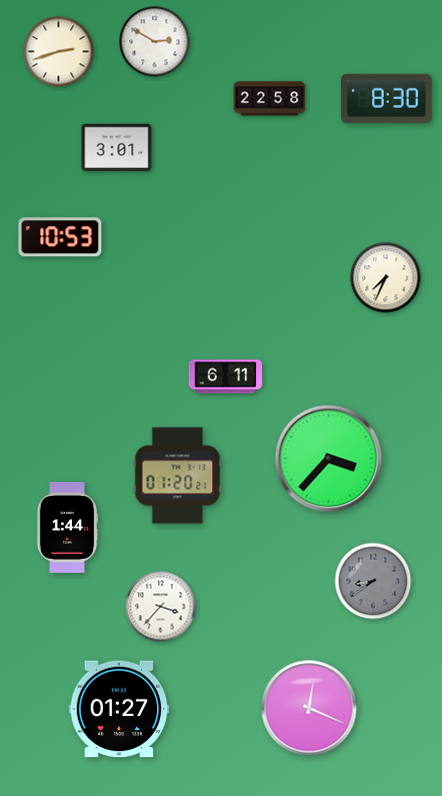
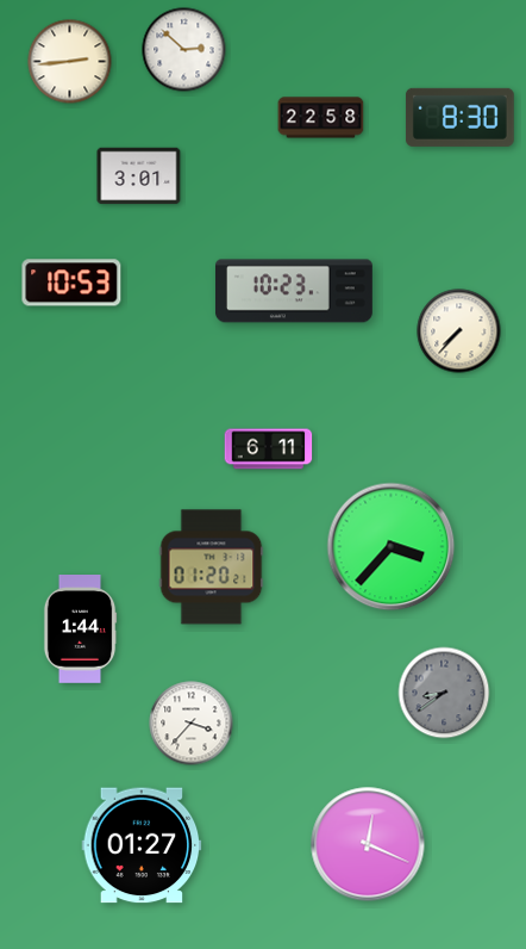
clock at (155, 42): 2:50 -> 2:52
clock at (59, 52): 2:42 -> 2:44
clock at (294, 291): none -> 10:23
clock at (386, 278): 7:34 -> 7:37
